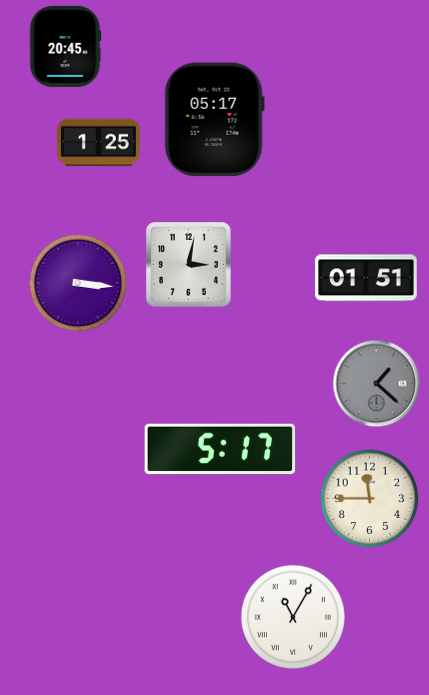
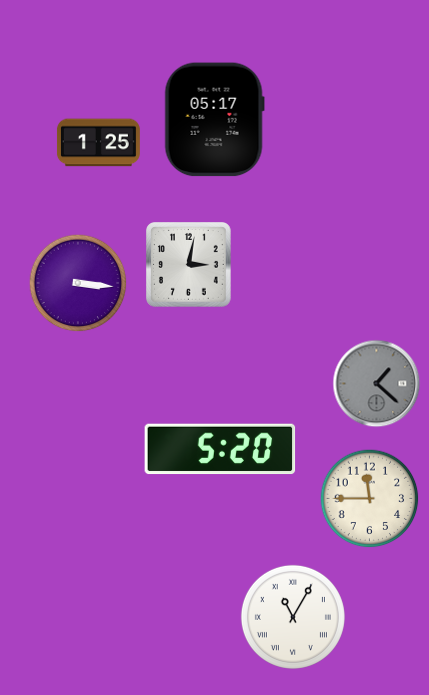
clock at (65, 46): 20:45 -> none
clock at (367, 278): 01:51 -> none
clock at (220, 449): 5:17 -> 5:20
